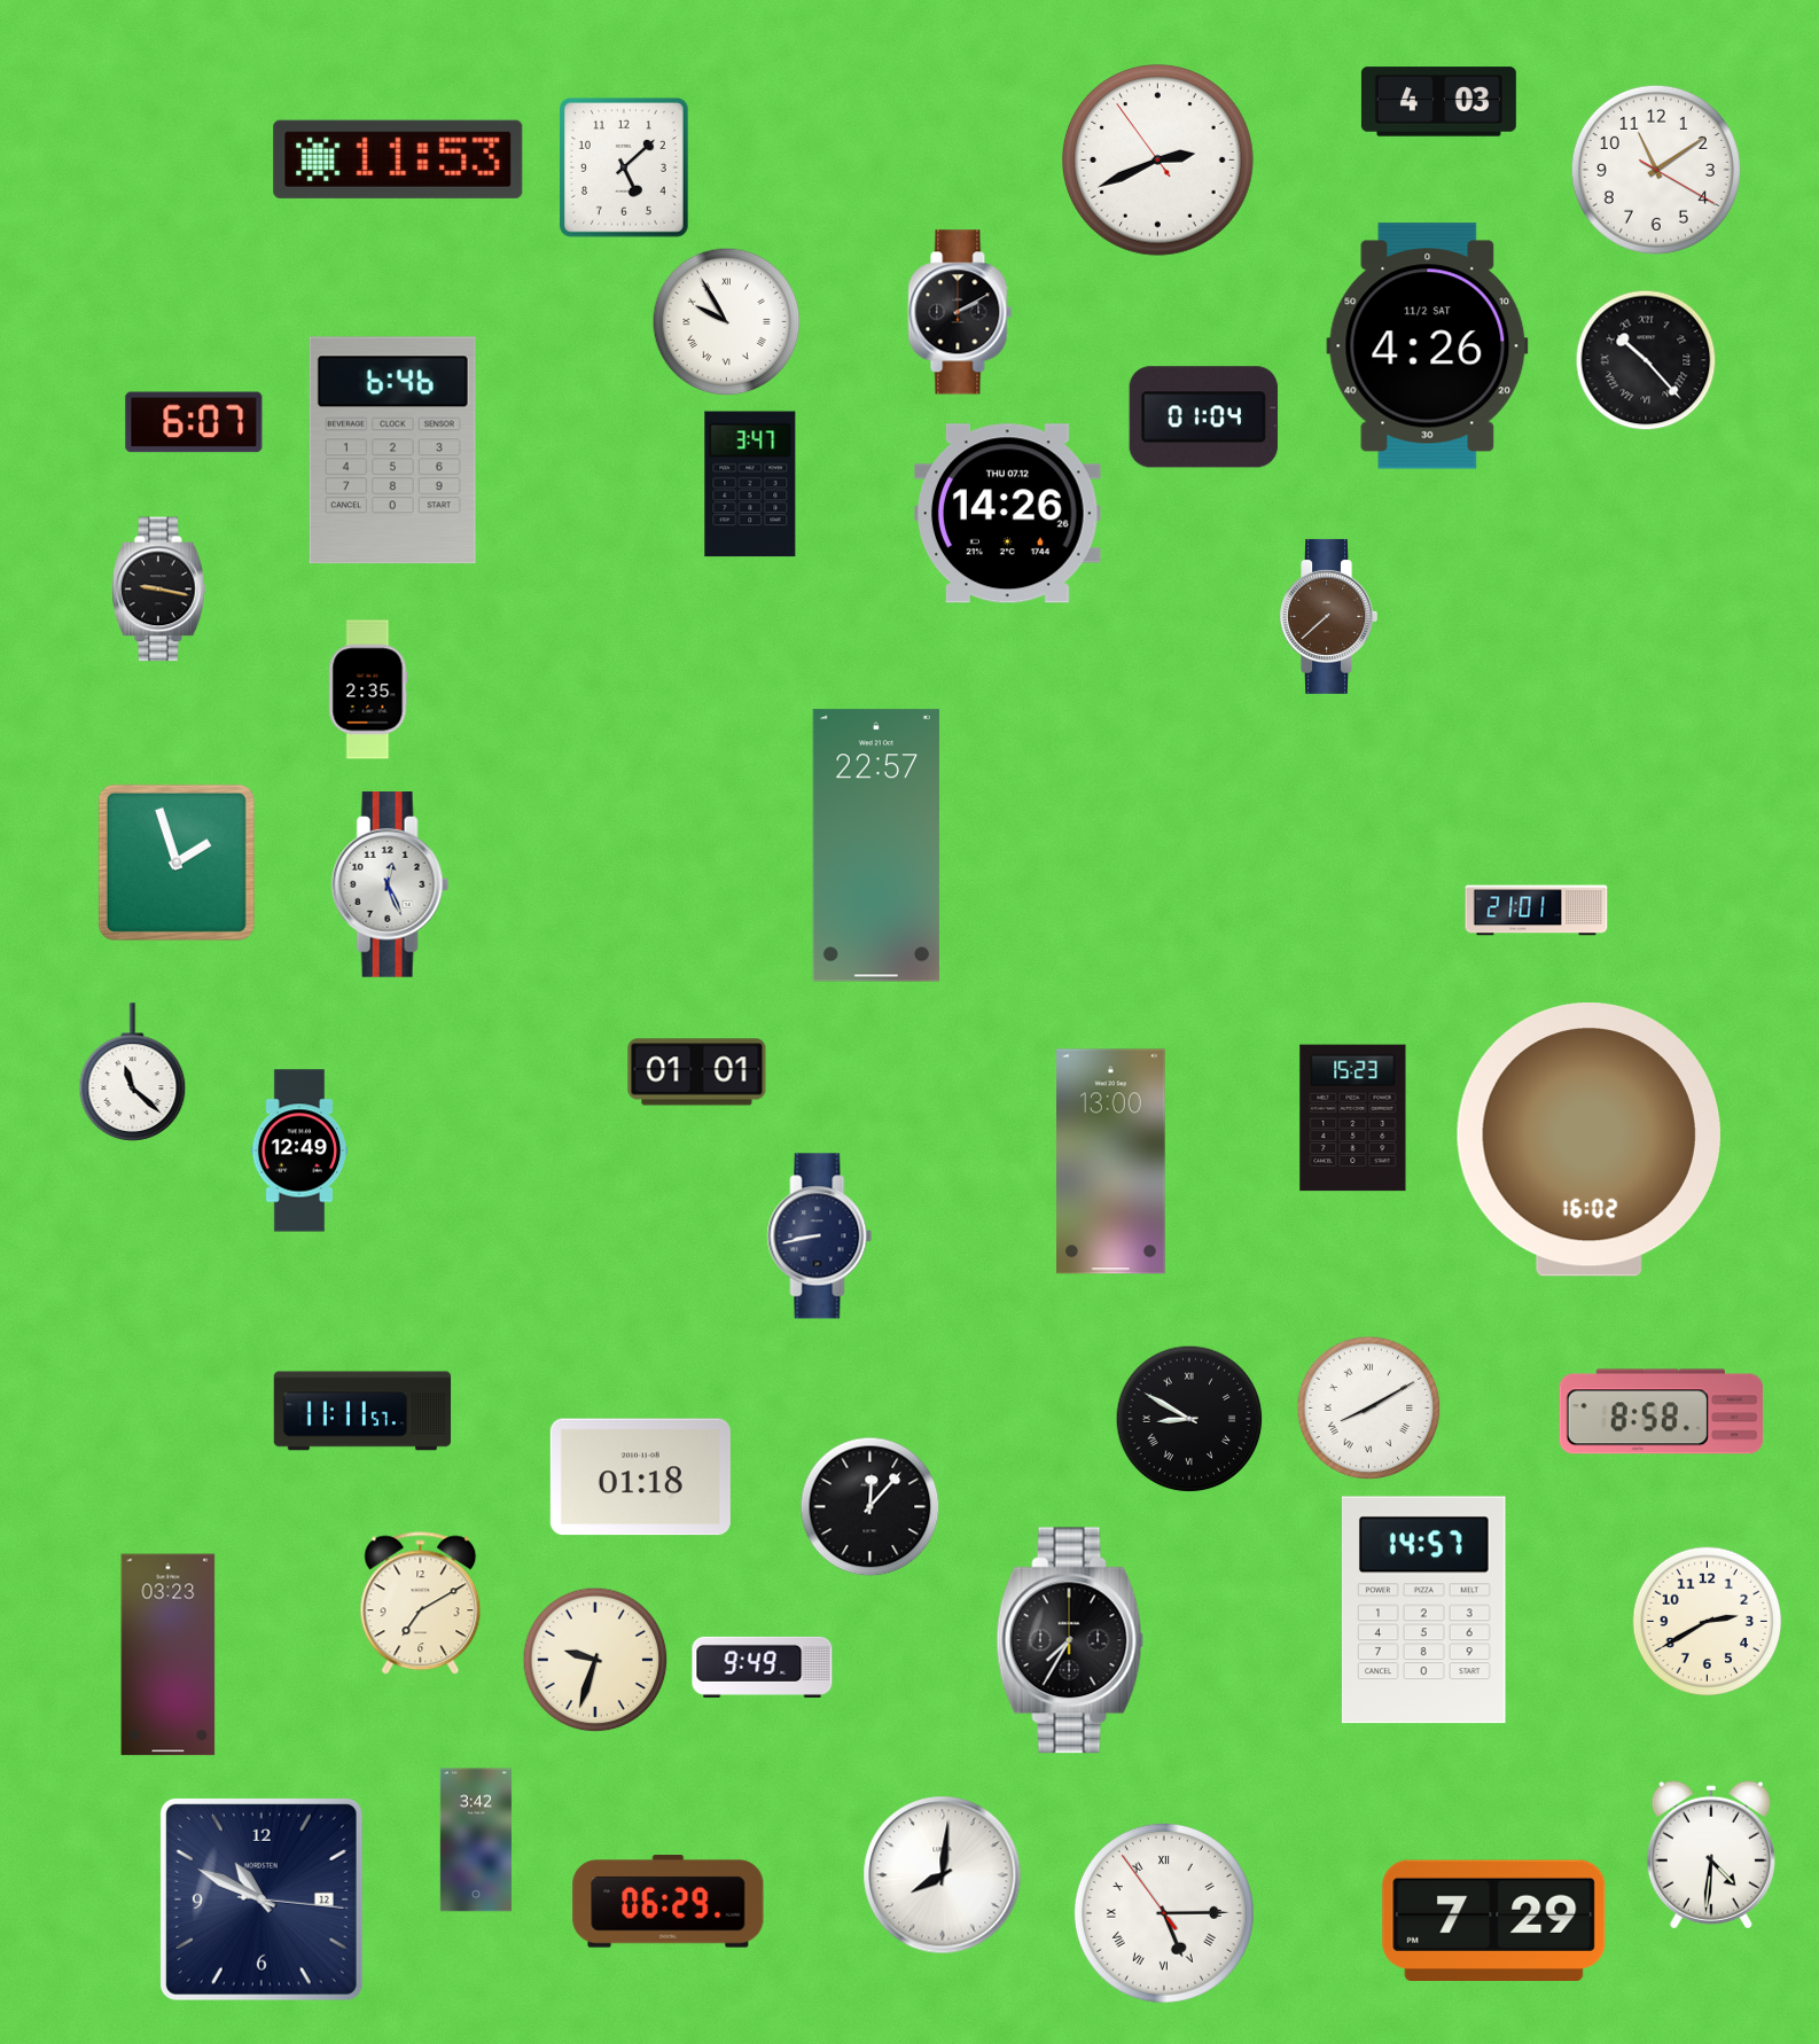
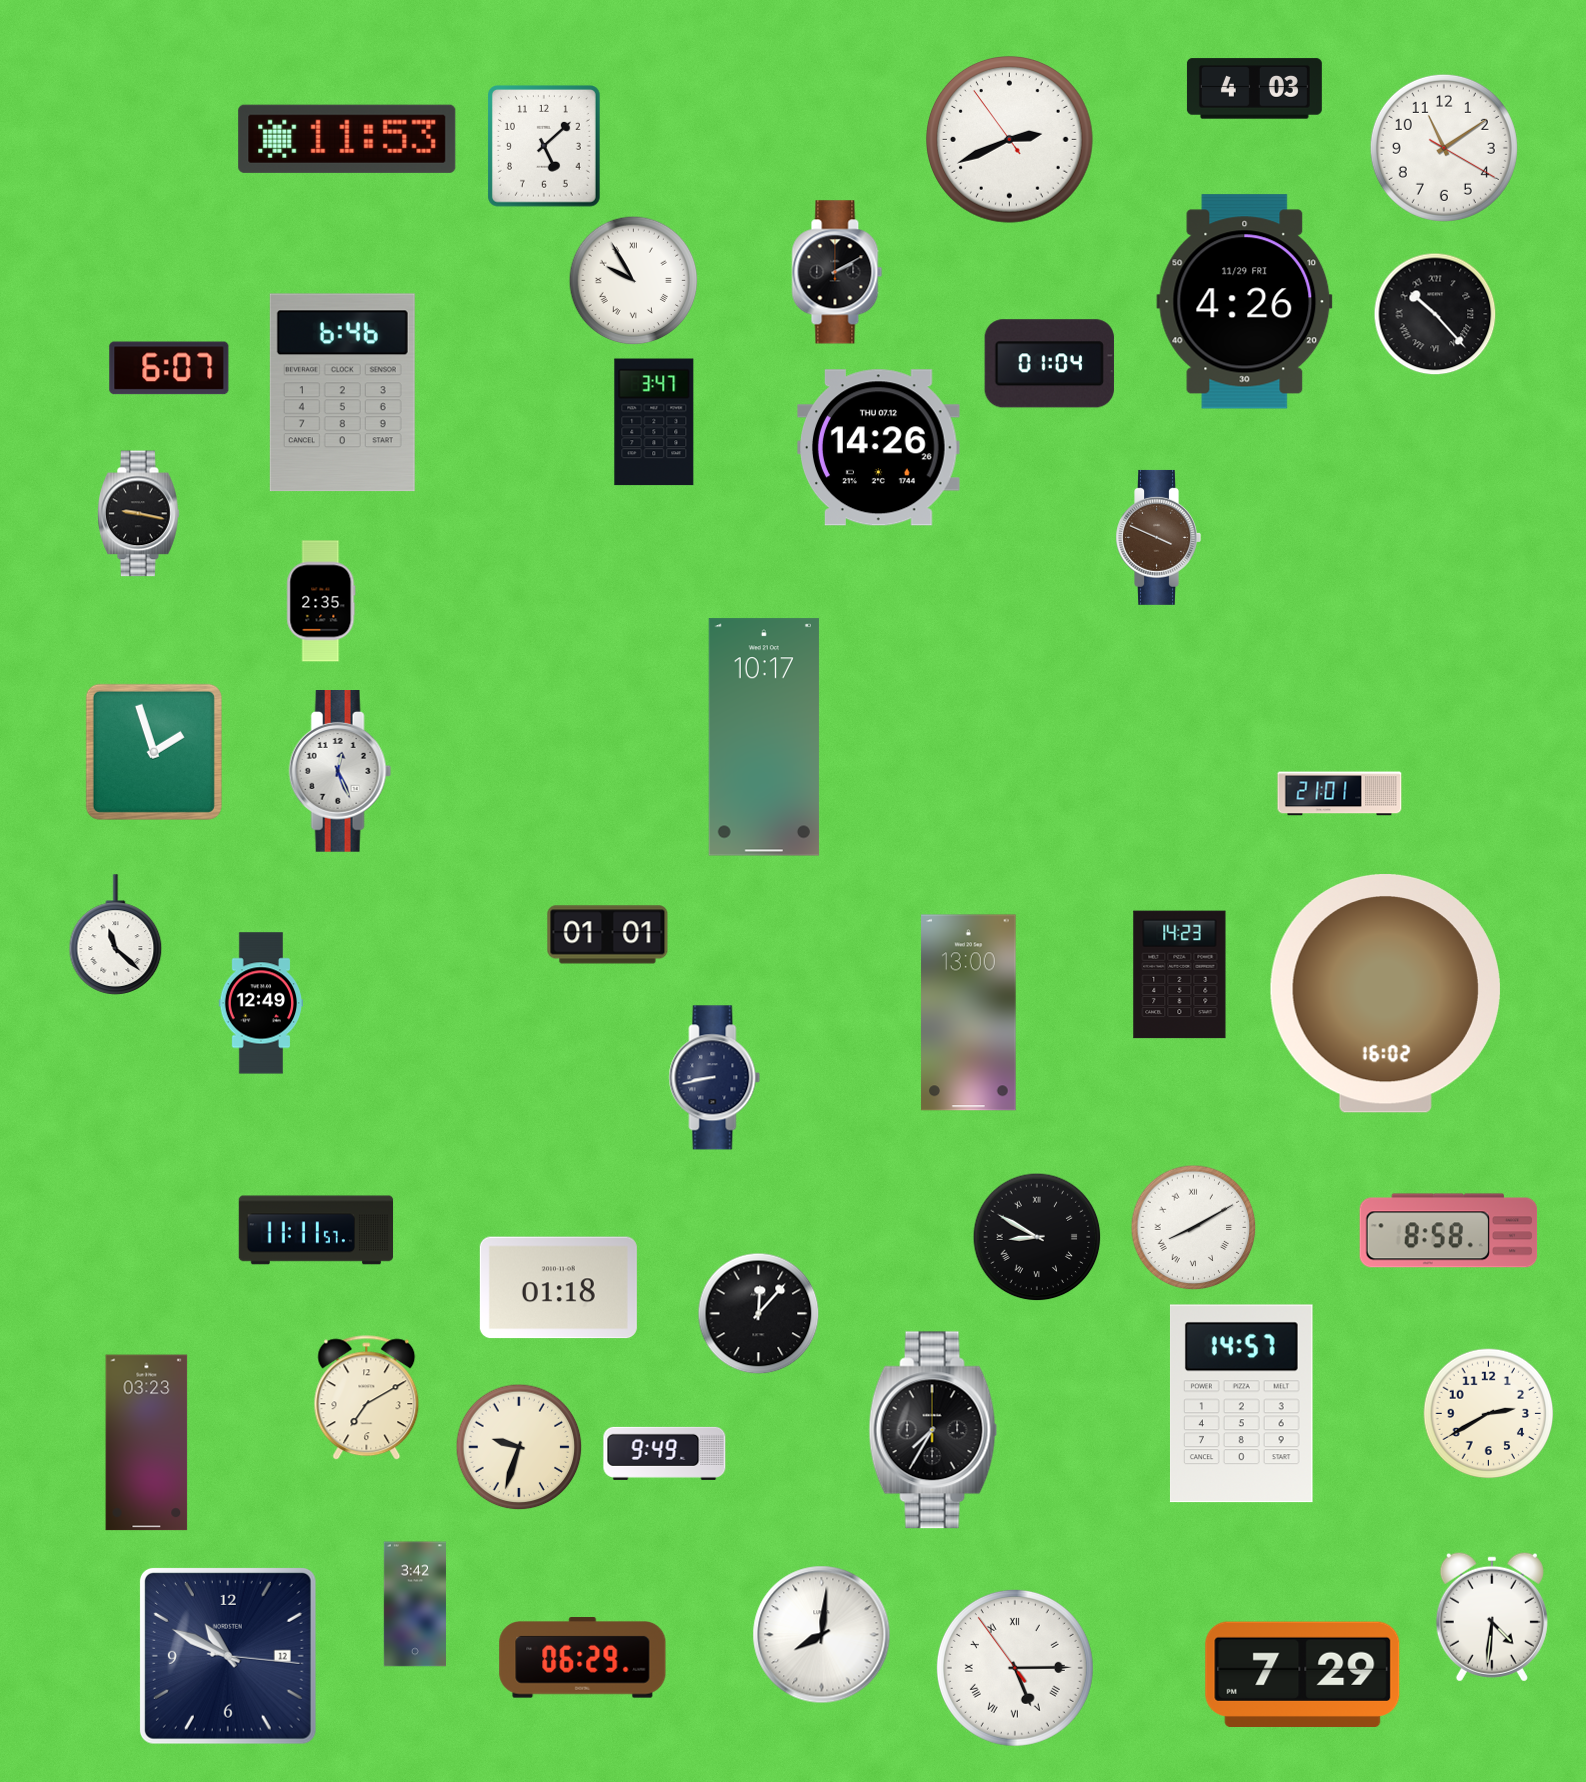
clock at (1428, 346) date: 11/2 SAT -> 11/29 FRI
clock at (1328, 616): 7:38 -> 3:49
clock at (876, 845): 22:57 -> 10:17
clock at (1353, 1118): 15:23 -> 14:23
